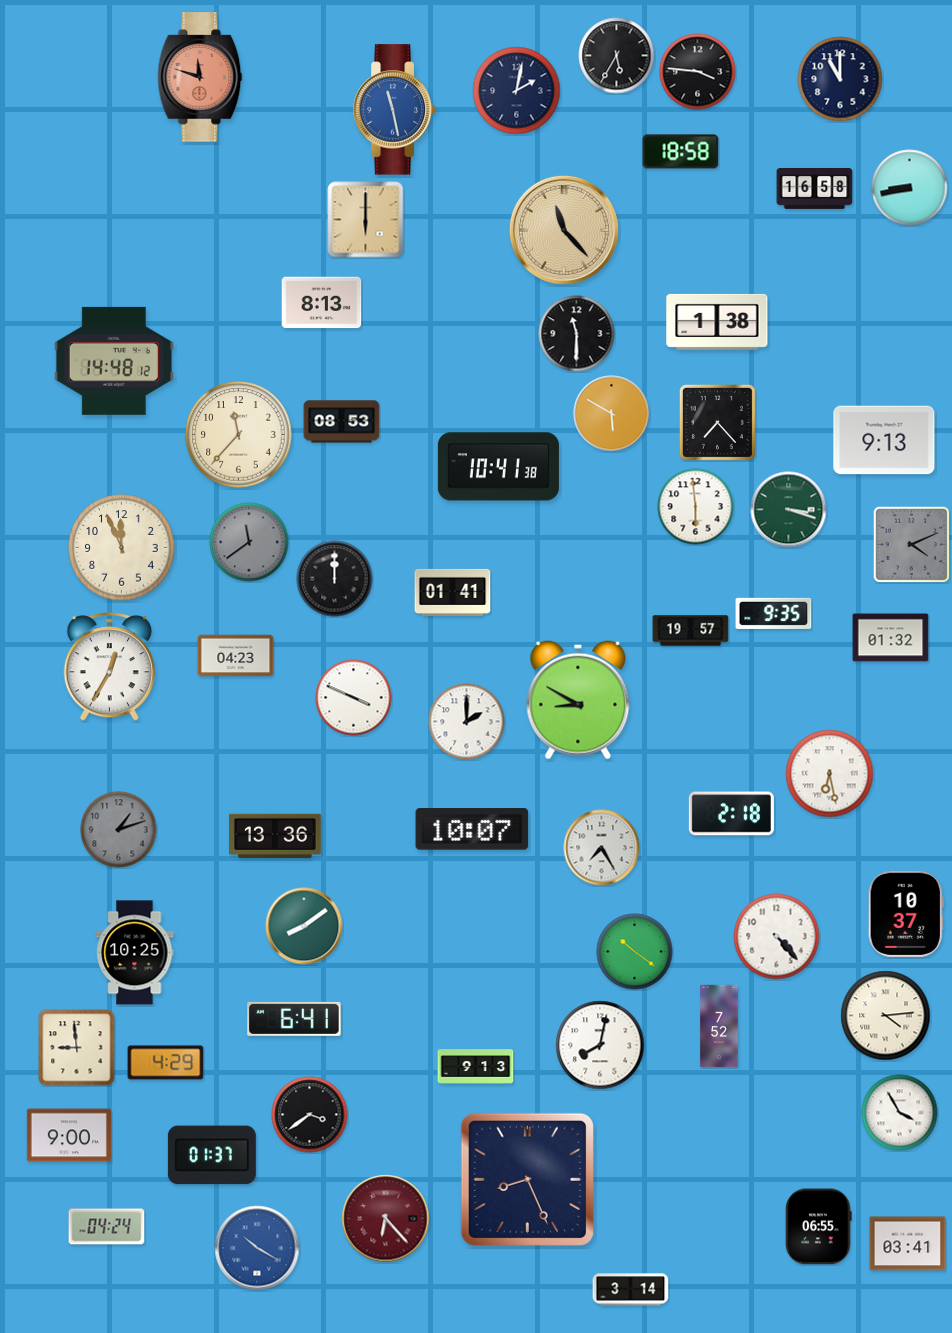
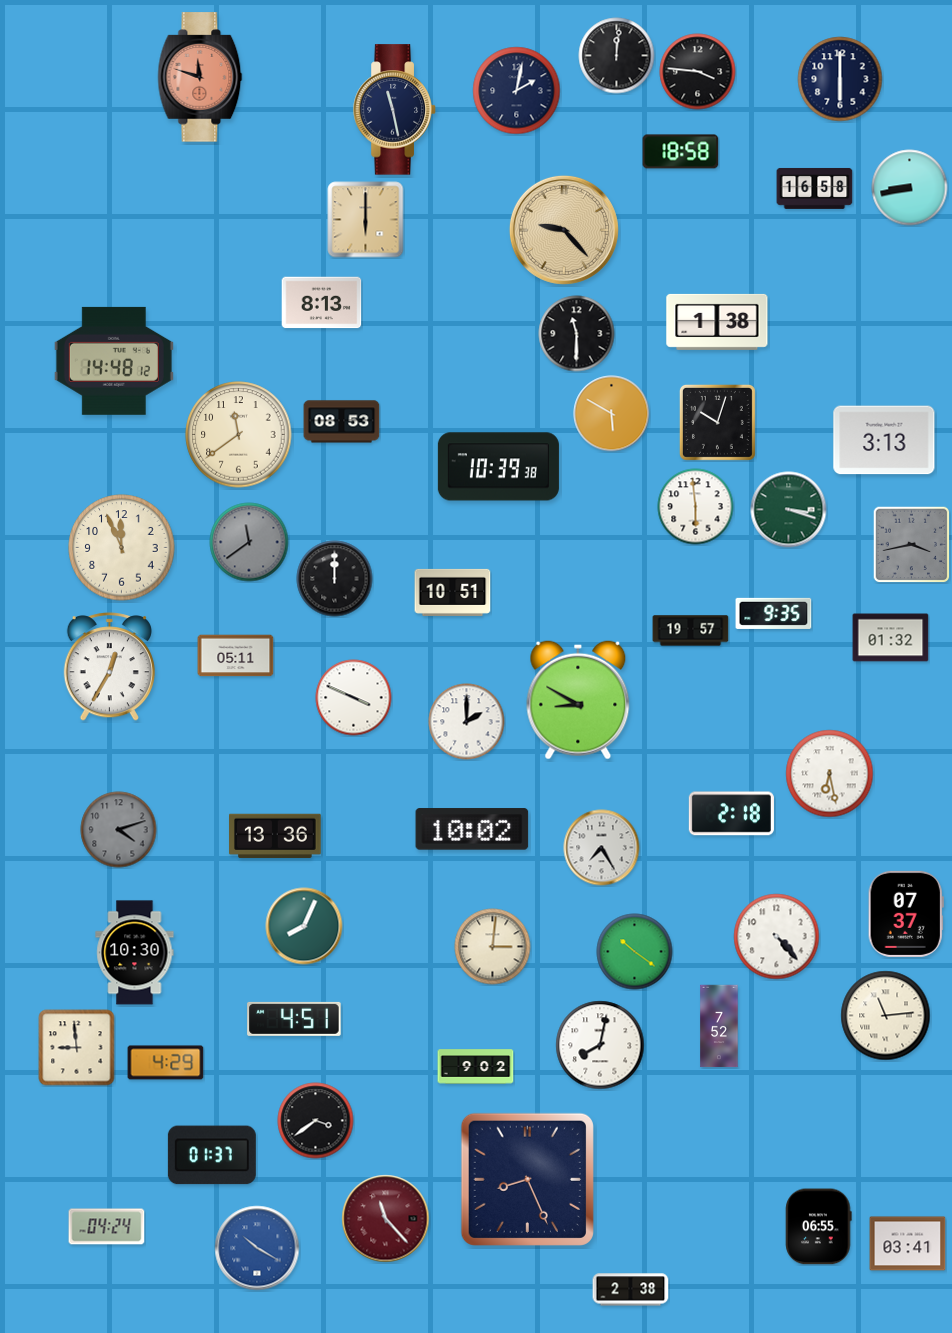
clock at (617, 56): 5:35 -> 12:01
clock at (840, 79): 11:00 -> 6:00
clock at (395, 110) dial: blue -> navy
clock at (564, 230): 11:23 -> 9:23
clock at (717, 422): 7:23 -> 10:03
clock at (239, 435): 11:37 -> 11:39
clock at (884, 440): 9:13 -> 3:13
clock at (498, 467): 10:41 -> 10:39
clock at (911, 544): 4:11 -> 3:43
clock at (453, 592): 01:41 -> 10:51
clock at (236, 656): 04:23 -> 05:11
clock at (472, 829): 10:07 -> 10:02
clock at (119, 830): 1:12 -> 4:12
clock at (906, 914): 10:37 -> 07:37
clock at (304, 926): 8:09 -> 8:04
clock at (493, 947): none -> 3:01
clock at (135, 953): 10:25 -> 10:30
clock at (886, 1016): 4:14 -> 11:14
clock at (294, 1019): 6:41 -> 4:51
clock at (476, 1067): 9:13 -> 9:02
clock at (900, 1113): 3:55 -> none
clock at (310, 1115) position: (310, 1115) -> (316, 1121)
clock at (68, 1135): 9:00 -> none
clock at (386, 1219): 6:23 -> 11:23
clock at (631, 1290): 3:14 -> 2:38
